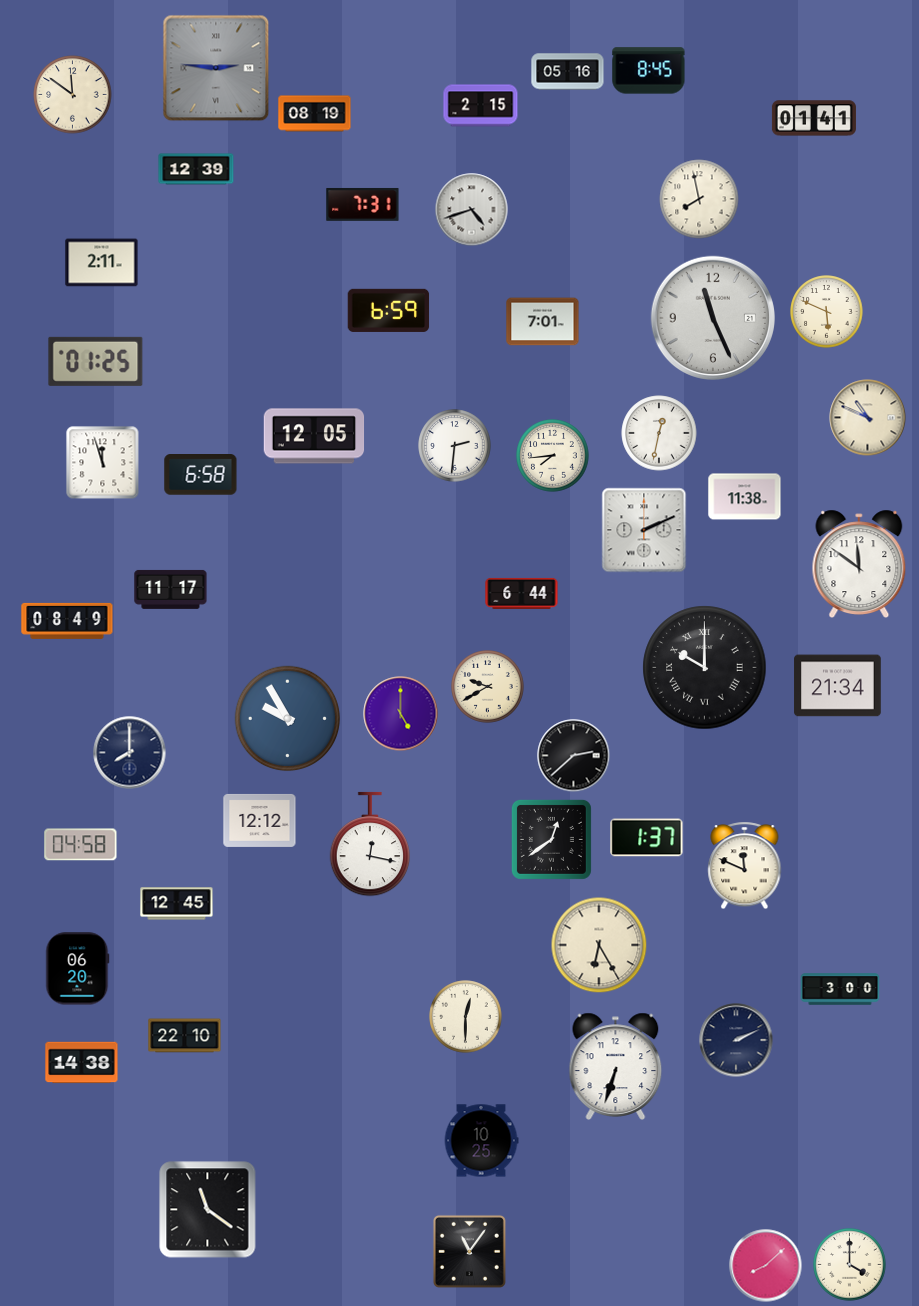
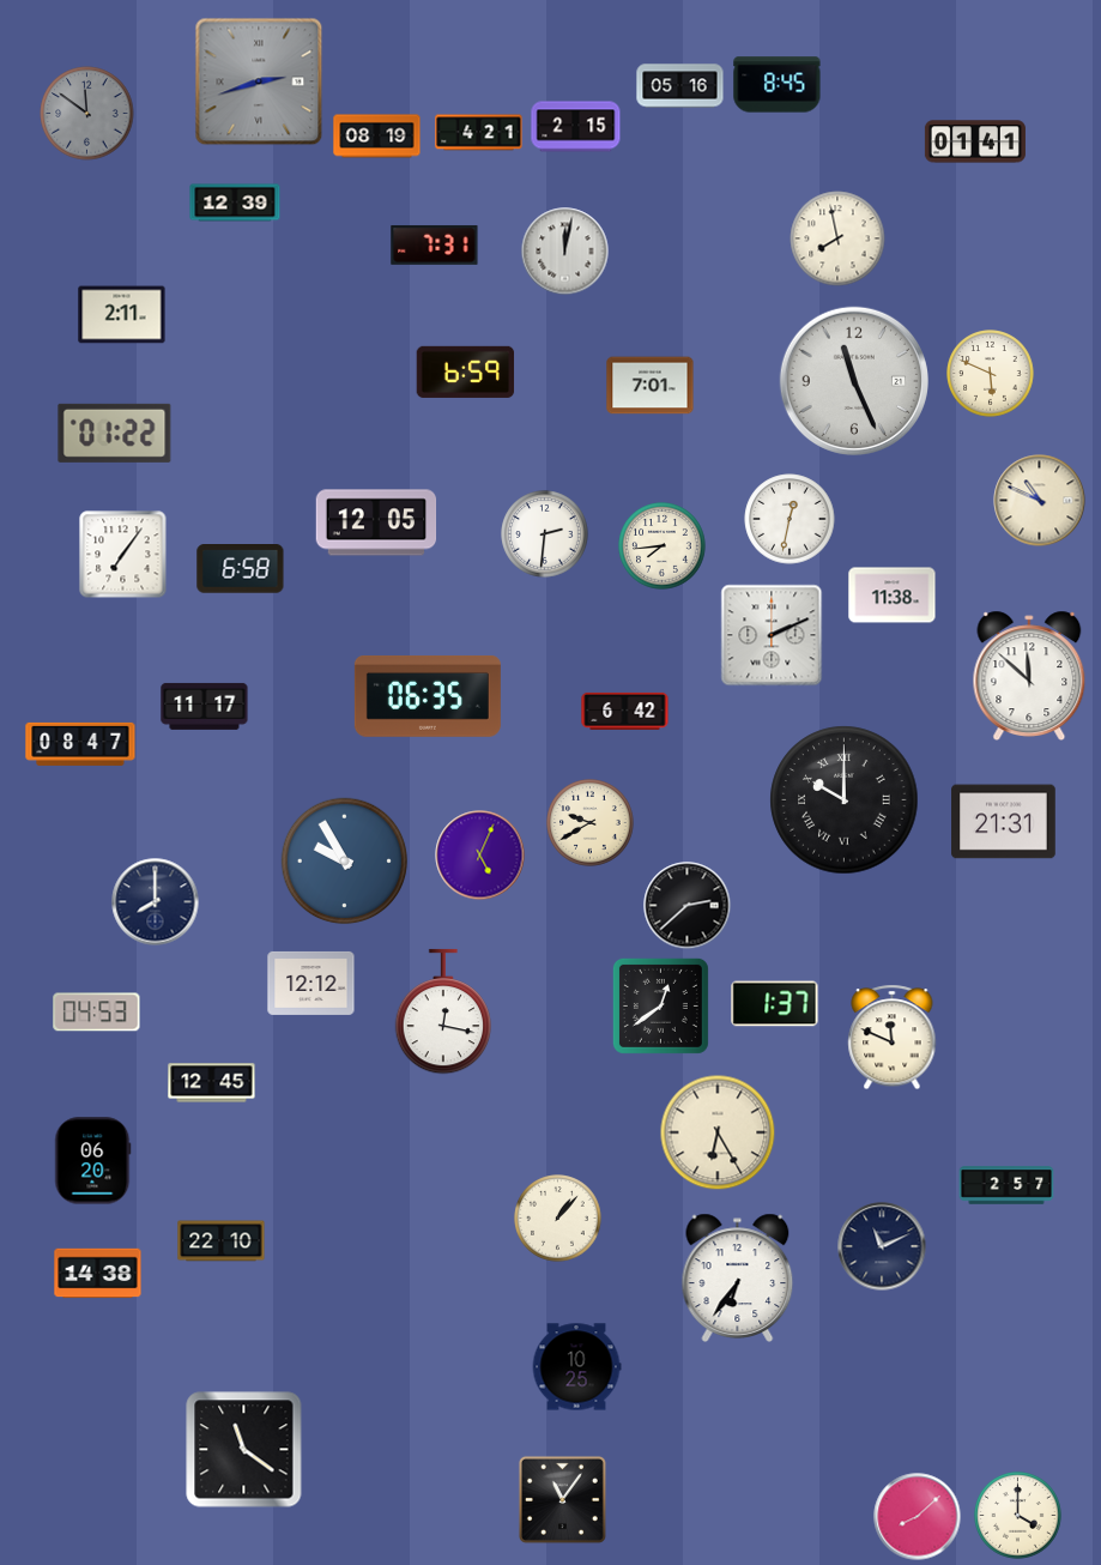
clock at (216, 68): 2:46 -> 2:42
clock at (73, 95) dial: cream -> grey
clock at (479, 133): none -> 4:21
clock at (472, 210): 4:42 -> 12:02
clock at (96, 361): 01:25 -> 01:22
clock at (103, 463): 11:57 -> 7:06
clock at (859, 563): 11:51 -> 11:52
clock at (428, 696): none -> 06:35
clock at (522, 593): 6:44 -> 6:42
clock at (67, 621): 08:49 -> 08:47
clock at (838, 686): 21:34 -> 21:31
clock at (488, 687) position: (488, 687) -> (591, 823)
clock at (401, 714): 5:00 -> 5:04
clock at (81, 845): 04:58 -> 04:53
clock at (840, 989): 3:00 -> 2:57
clock at (466, 1017): 12:30 -> 1:07
clock at (736, 1040): 2:11 -> 11:11
clock at (616, 1066): 6:33 -> 6:36
clock at (208, 1210) position: (208, 1210) -> (244, 1450)
